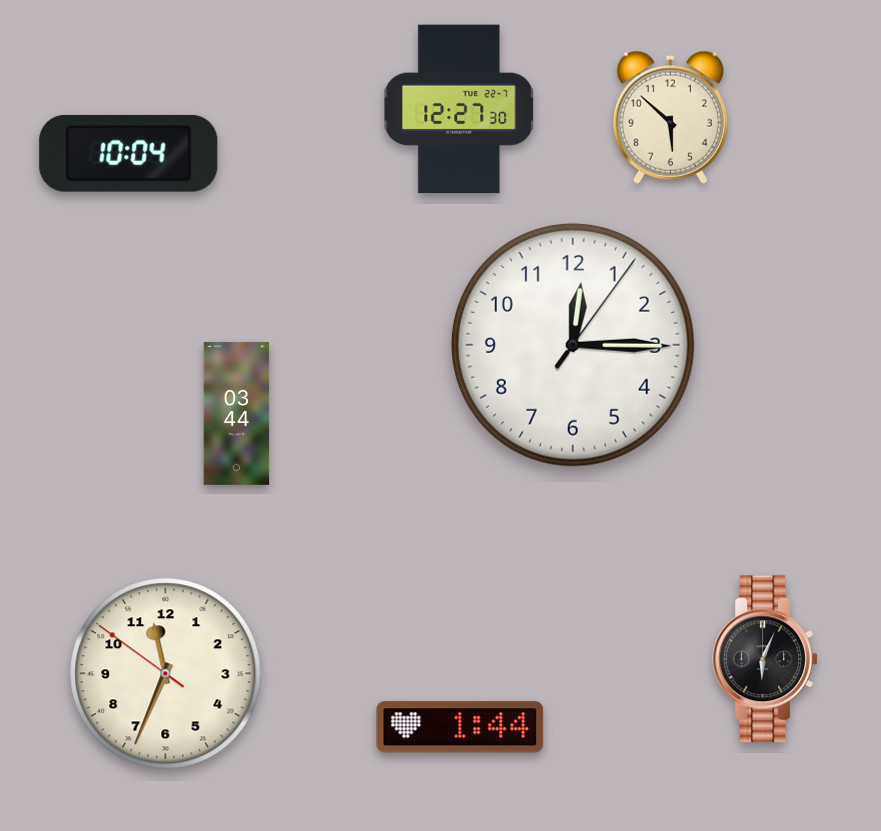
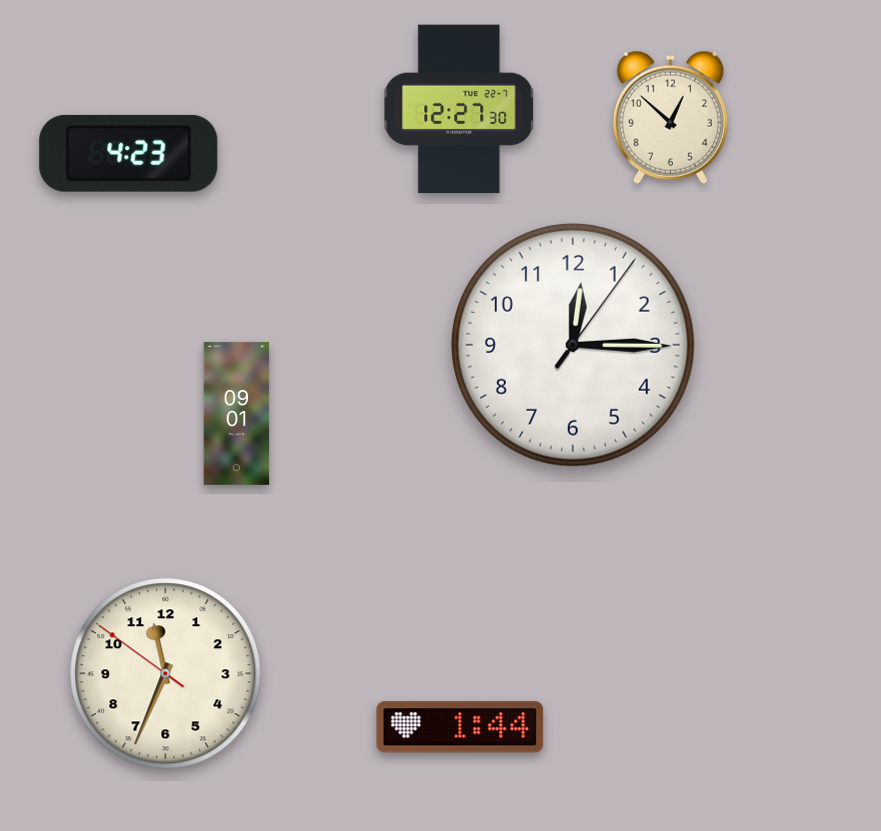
clock at (670, 117): 5:52 -> 12:52
clock at (129, 153): 10:04 -> 4:23
clock at (237, 413): 03:44 -> 09:01
clock at (765, 659): 6:04 -> none
